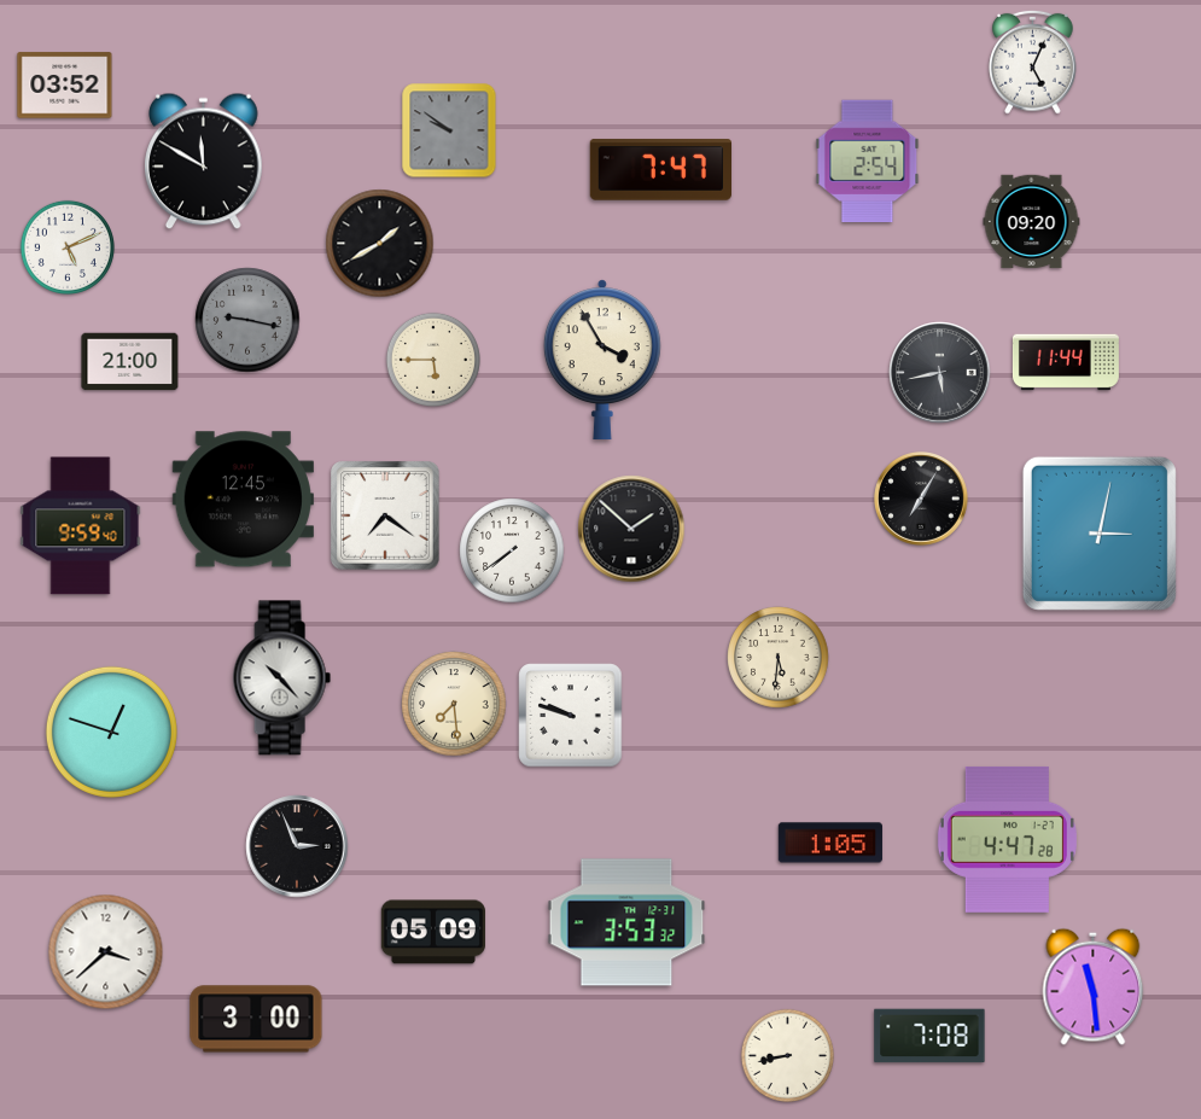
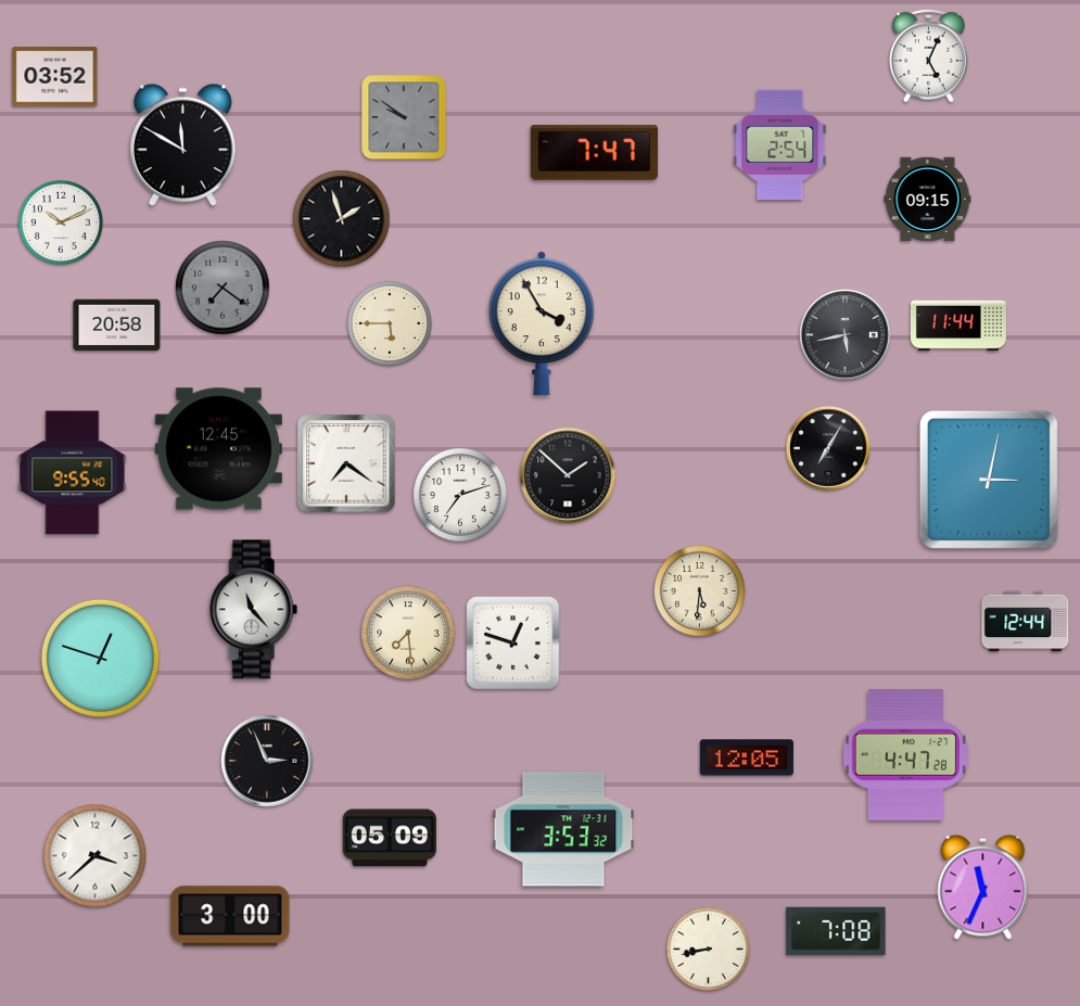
clock at (65, 86) position: (65, 86) -> (55, 77)
clock at (1032, 222): 09:20 -> 09:15
clock at (380, 244): 1:40 -> 1:57
clock at (68, 247): 5:11 -> 10:11
clock at (247, 320): 9:17 -> 7:21
clock at (130, 362): 21:00 -> 20:58
clock at (81, 526): 9:59 -> 9:55
clock at (512, 550): 7:39 -> 7:12
clock at (281, 678): 10:23 -> 11:23
clock at (1026, 622): none -> 12:44
clock at (571, 716): 9:48 -> 12:48
clock at (830, 843): 1:05 -> 12:05
clock at (1094, 986): 11:29 -> 11:34
